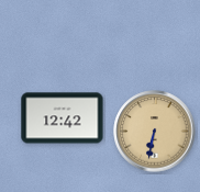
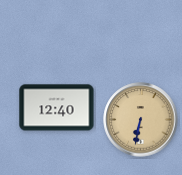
clock at (63, 118): 12:42 -> 12:40
